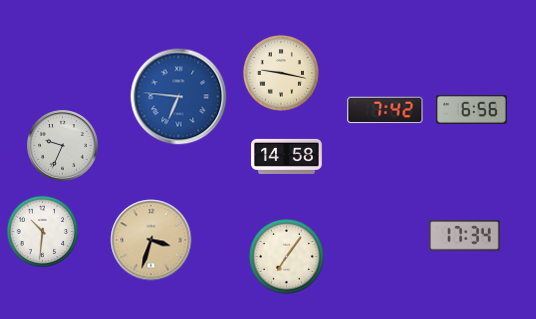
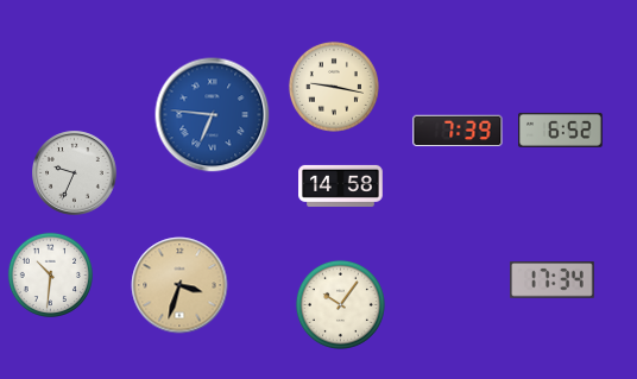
clock at (472, 109): 6:56 -> 6:52
clock at (385, 110): 7:42 -> 7:39
clock at (286, 256): 7:06 -> 10:06
